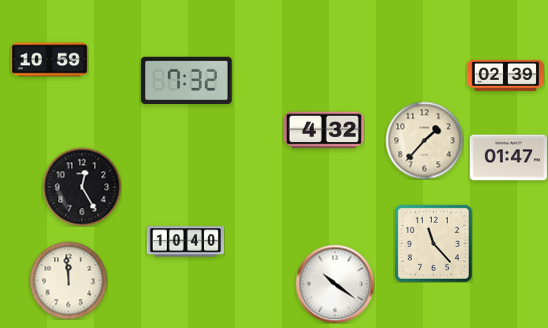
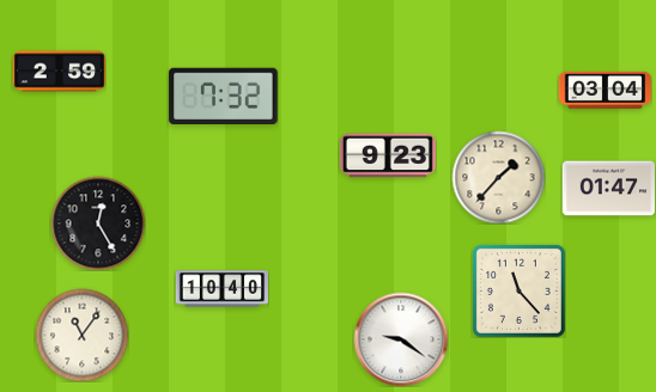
clock at (49, 60): 10:59 -> 2:59
clock at (505, 75): 02:39 -> 03:04
clock at (324, 130): 4:32 -> 9:23
clock at (424, 140) position: (424, 140) -> (498, 177)
clock at (68, 280): 11:59 -> 11:06
clock at (335, 284): 10:21 -> 9:21
